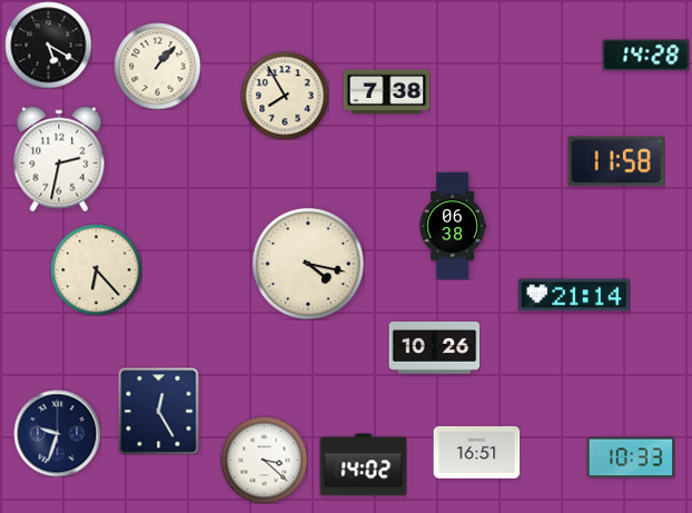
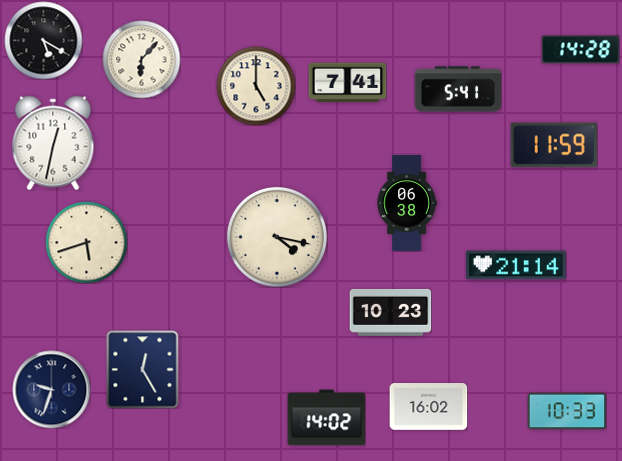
clock at (157, 66): 1:07 -> 6:07
clock at (386, 92): 7:38 -> 7:41
clock at (285, 96): 7:55 -> 5:00
clock at (458, 89): none -> 5:41
clock at (59, 159): 2:32 -> 12:32
clock at (616, 161): 11:58 -> 11:59
clock at (96, 269): 6:23 -> 5:42
clock at (434, 347): 10:26 -> 10:23
clock at (476, 453): 16:51 -> 16:02
clock at (264, 460): 3:22 -> none
